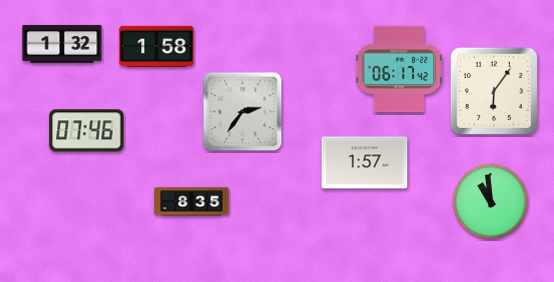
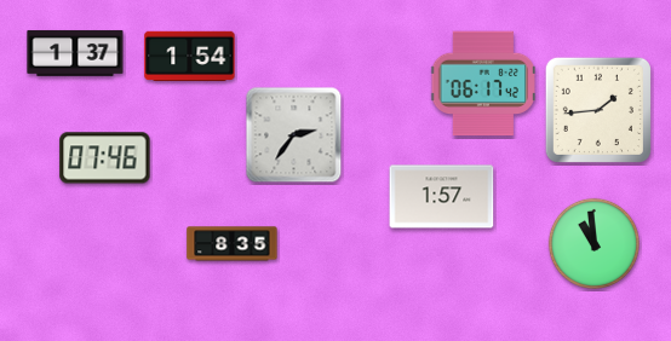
clock at (62, 44): 1:32 -> 1:37
clock at (157, 46): 1:58 -> 1:54
clock at (494, 91): 6:06 -> 1:44
